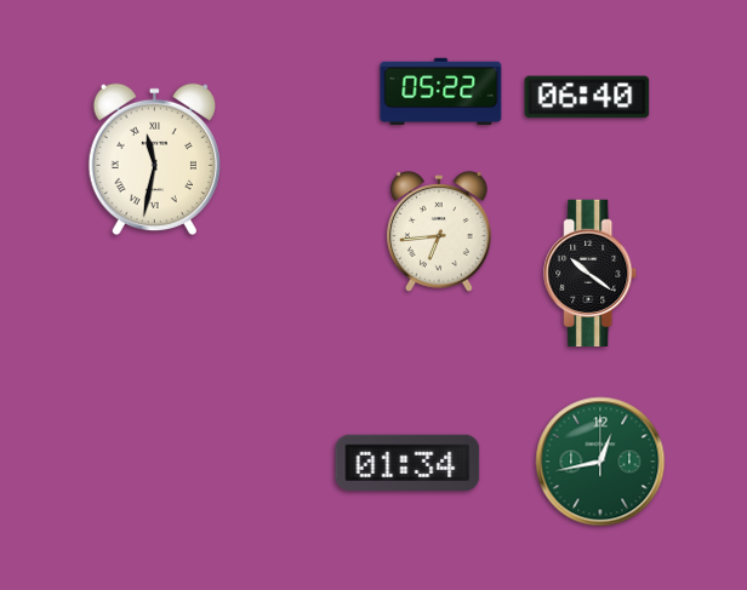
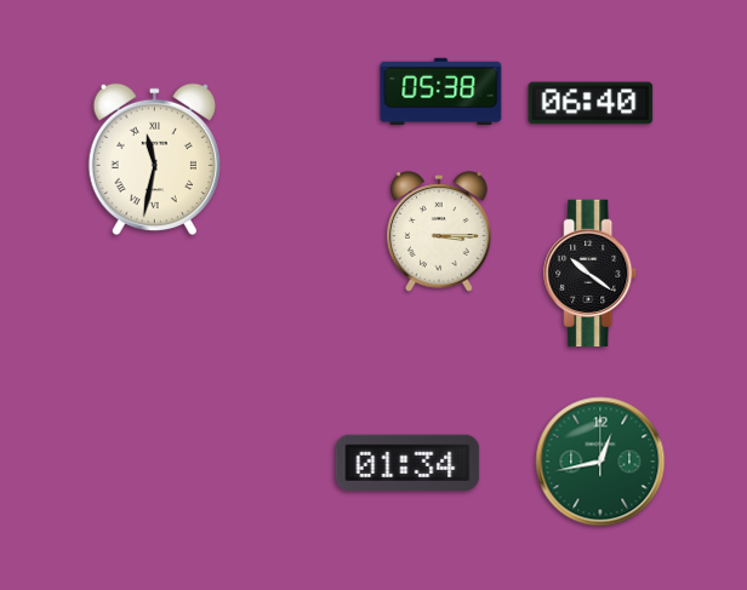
clock at (441, 91): 05:22 -> 05:38
clock at (587, 97) position: (587, 97) -> (591, 103)
clock at (439, 231): 6:44 -> 3:15
